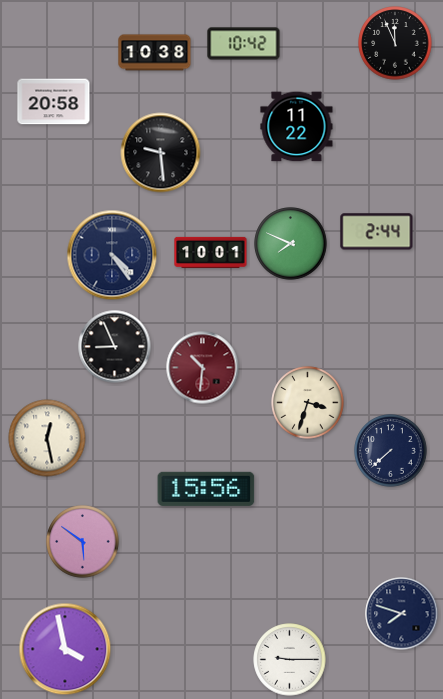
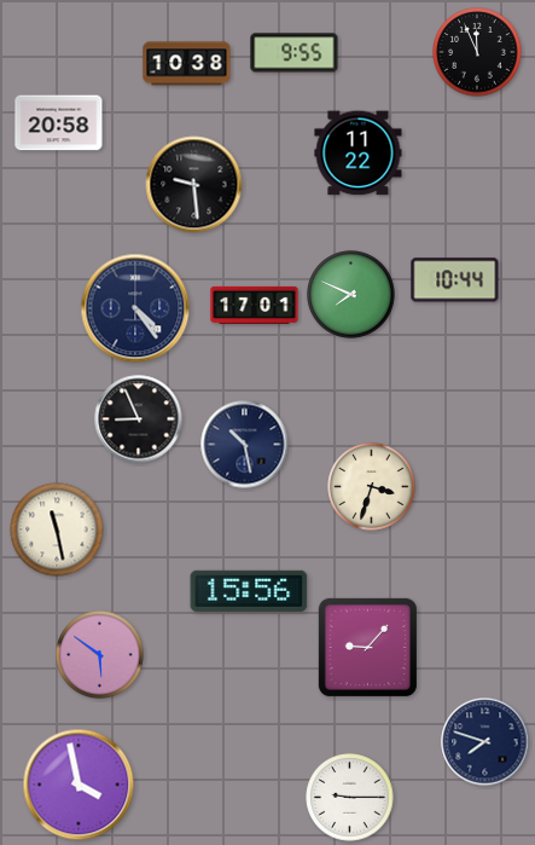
clock at (244, 44): 10:42 -> 9:55
clock at (54, 102) position: (54, 102) -> (59, 123)
clock at (377, 232): 2:44 -> 10:44
clock at (211, 252): 10:01 -> 17:01
clock at (203, 368): 10:31 -> 10:28
clock at (203, 368) dial: burgundy -> navy
clock at (47, 438): 12:28 -> 11:28
clock at (391, 451): 7:38 -> none
clock at (367, 647): none -> 9:07
